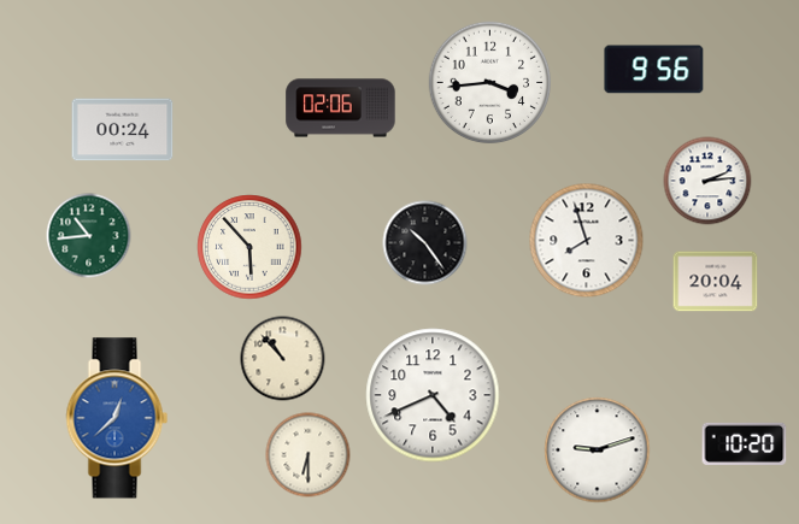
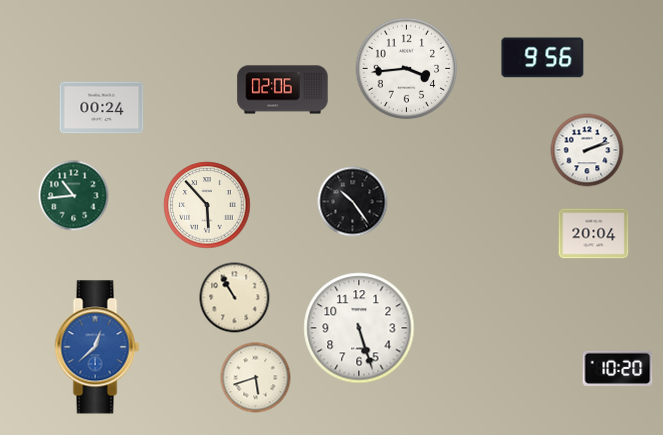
clock at (707, 181): 2:14 -> 2:12
clock at (587, 241): 7:57 -> none
clock at (283, 359): 10:53 -> 10:55
clock at (433, 395): 4:41 -> 5:27
clock at (598, 451): 9:12 -> none
clock at (309, 455): 6:30 -> 5:42
